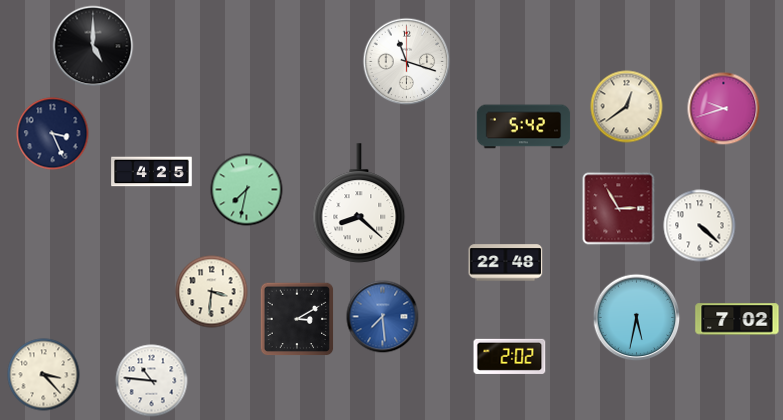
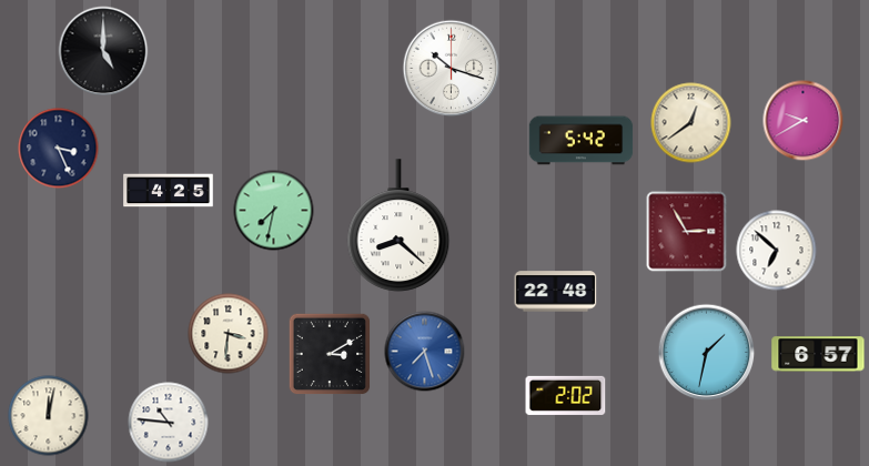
clock at (407, 62): 11:18 -> 10:18
clock at (627, 107) position: (627, 107) -> (691, 123)
clock at (724, 109): 9:42 -> 9:40
clock at (700, 226): 4:22 -> 6:52
clock at (506, 263) position: (506, 263) -> (556, 292)
clock at (212, 292) position: (212, 292) -> (229, 334)
clock at (383, 317): 7:29 -> 7:27
clock at (637, 318): 5:32 -> 1:32
clock at (737, 319): 7:02 -> 6:57
clock at (44, 375): 3:23 -> 12:02
